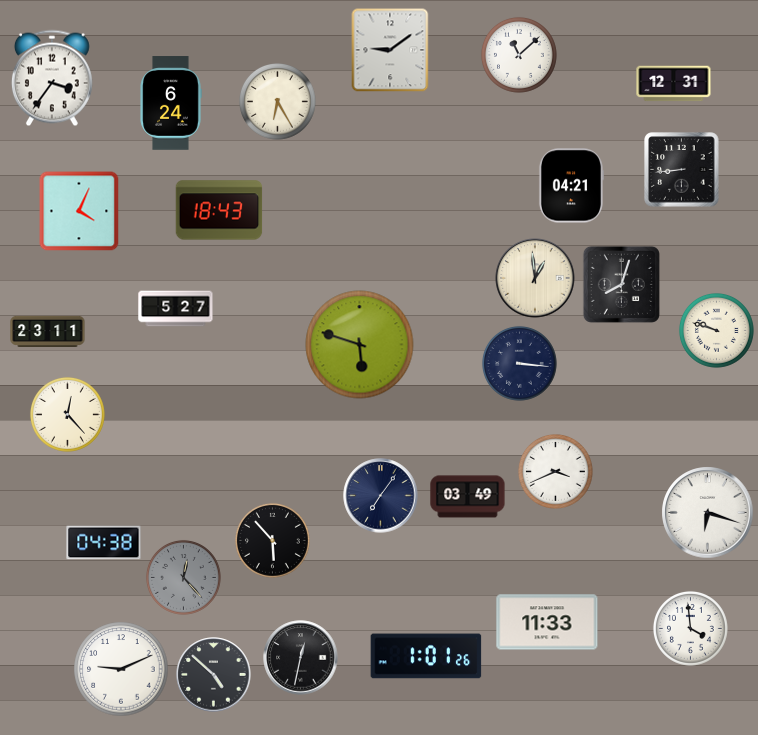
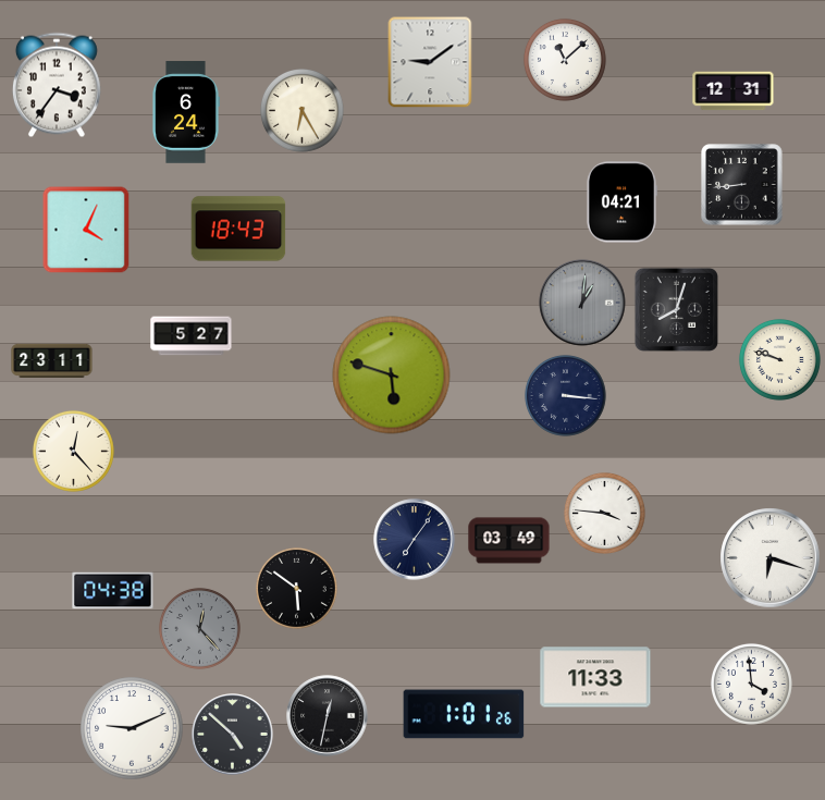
clock at (390, 50) position: (390, 50) -> (430, 62)
clock at (535, 278): 12:59 -> 1:01
clock at (535, 278) dial: cream -> grey
clock at (555, 471): 3:41 -> 3:46
clock at (272, 540): 5:53 -> 5:51
